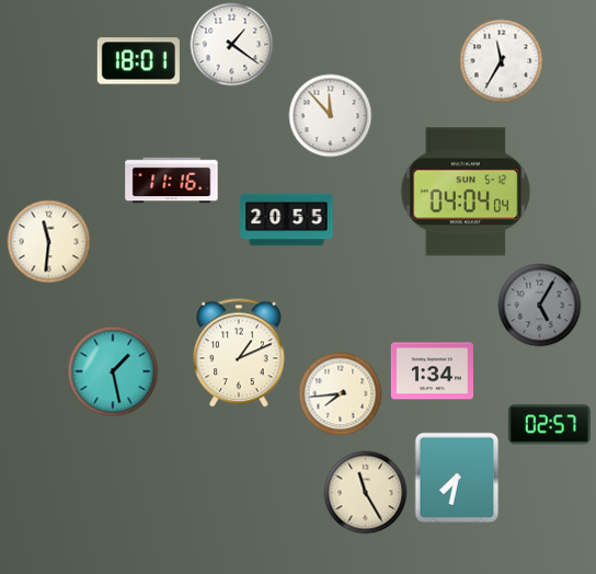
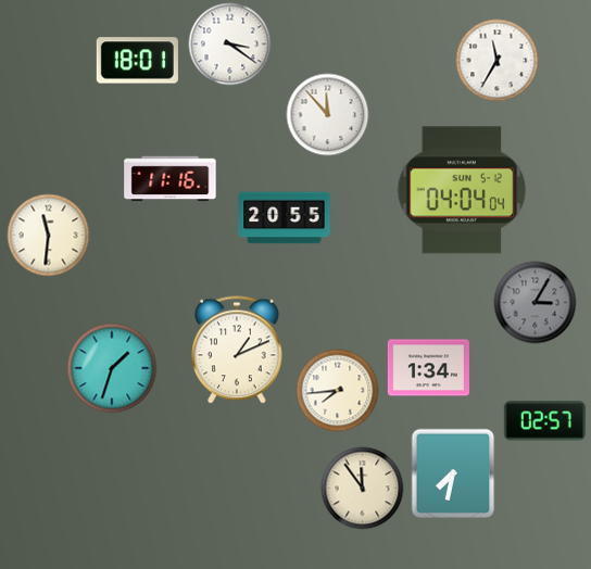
clock at (232, 45): 1:21 -> 3:21
clock at (49, 242) position: (49, 242) -> (49, 236)
clock at (540, 306): 5:05 -> 3:05
clock at (113, 371): 1:28 -> 1:33
clock at (366, 493): 11:25 -> 11:54
